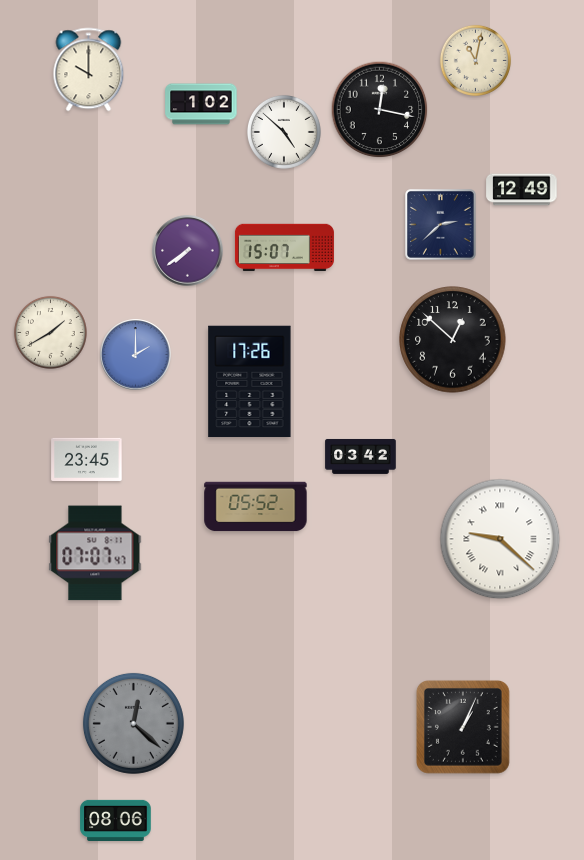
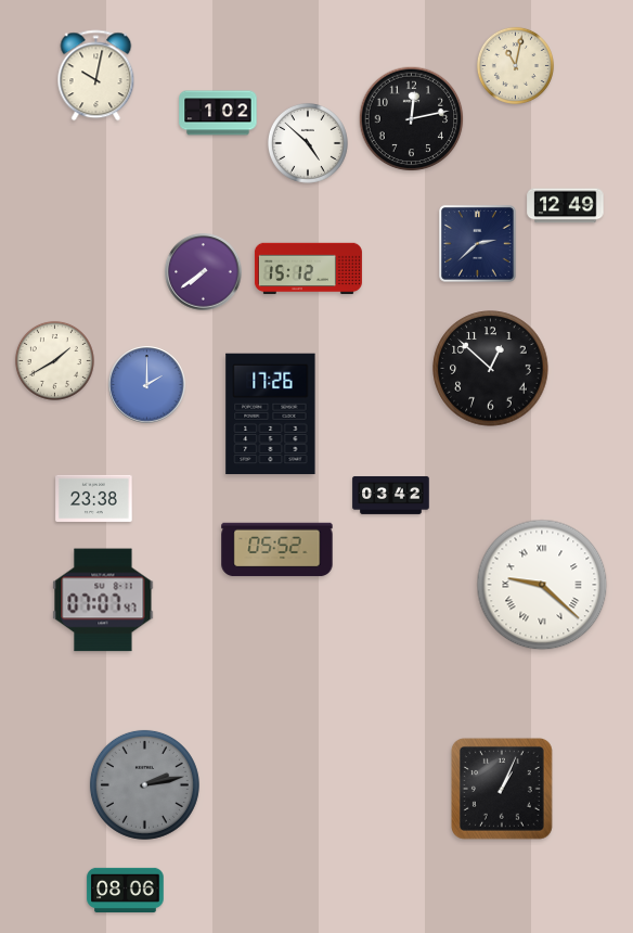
clock at (89, 70): 10:00 -> 10:02
clock at (380, 110): 12:17 -> 12:13
clock at (284, 248): 15:07 -> 15:12
clock at (87, 459): 23:45 -> 23:38
clock at (133, 723): 12:22 -> 2:13
